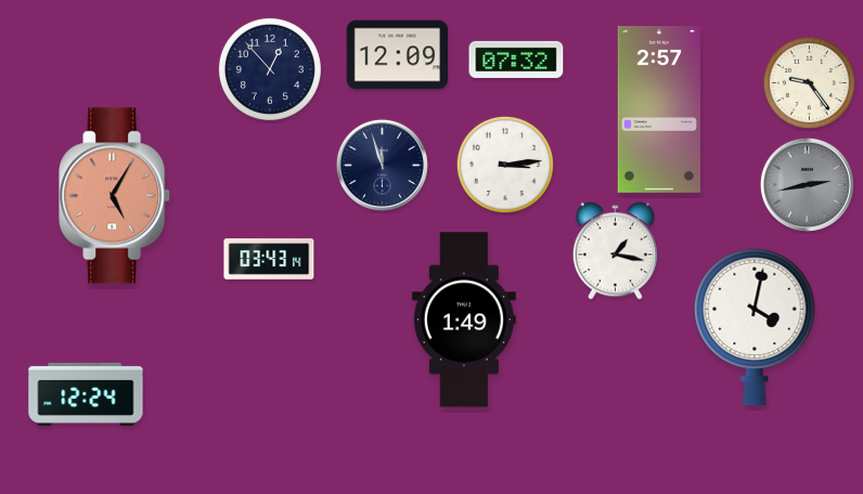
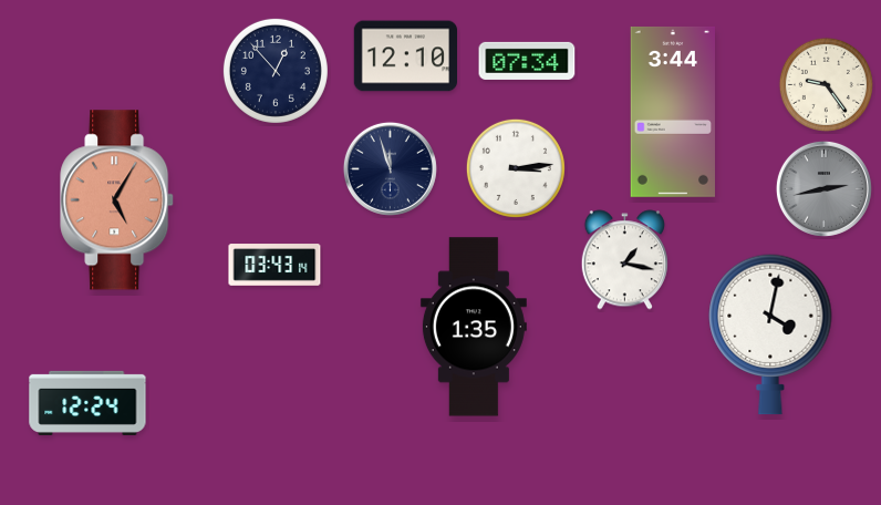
clock at (398, 55): 12:09 -> 12:10
clock at (516, 60): 07:32 -> 07:34
clock at (658, 109): 2:57 -> 3:44
clock at (615, 251) position: (615, 251) -> (624, 260)
clock at (464, 320): 1:49 -> 1:35
